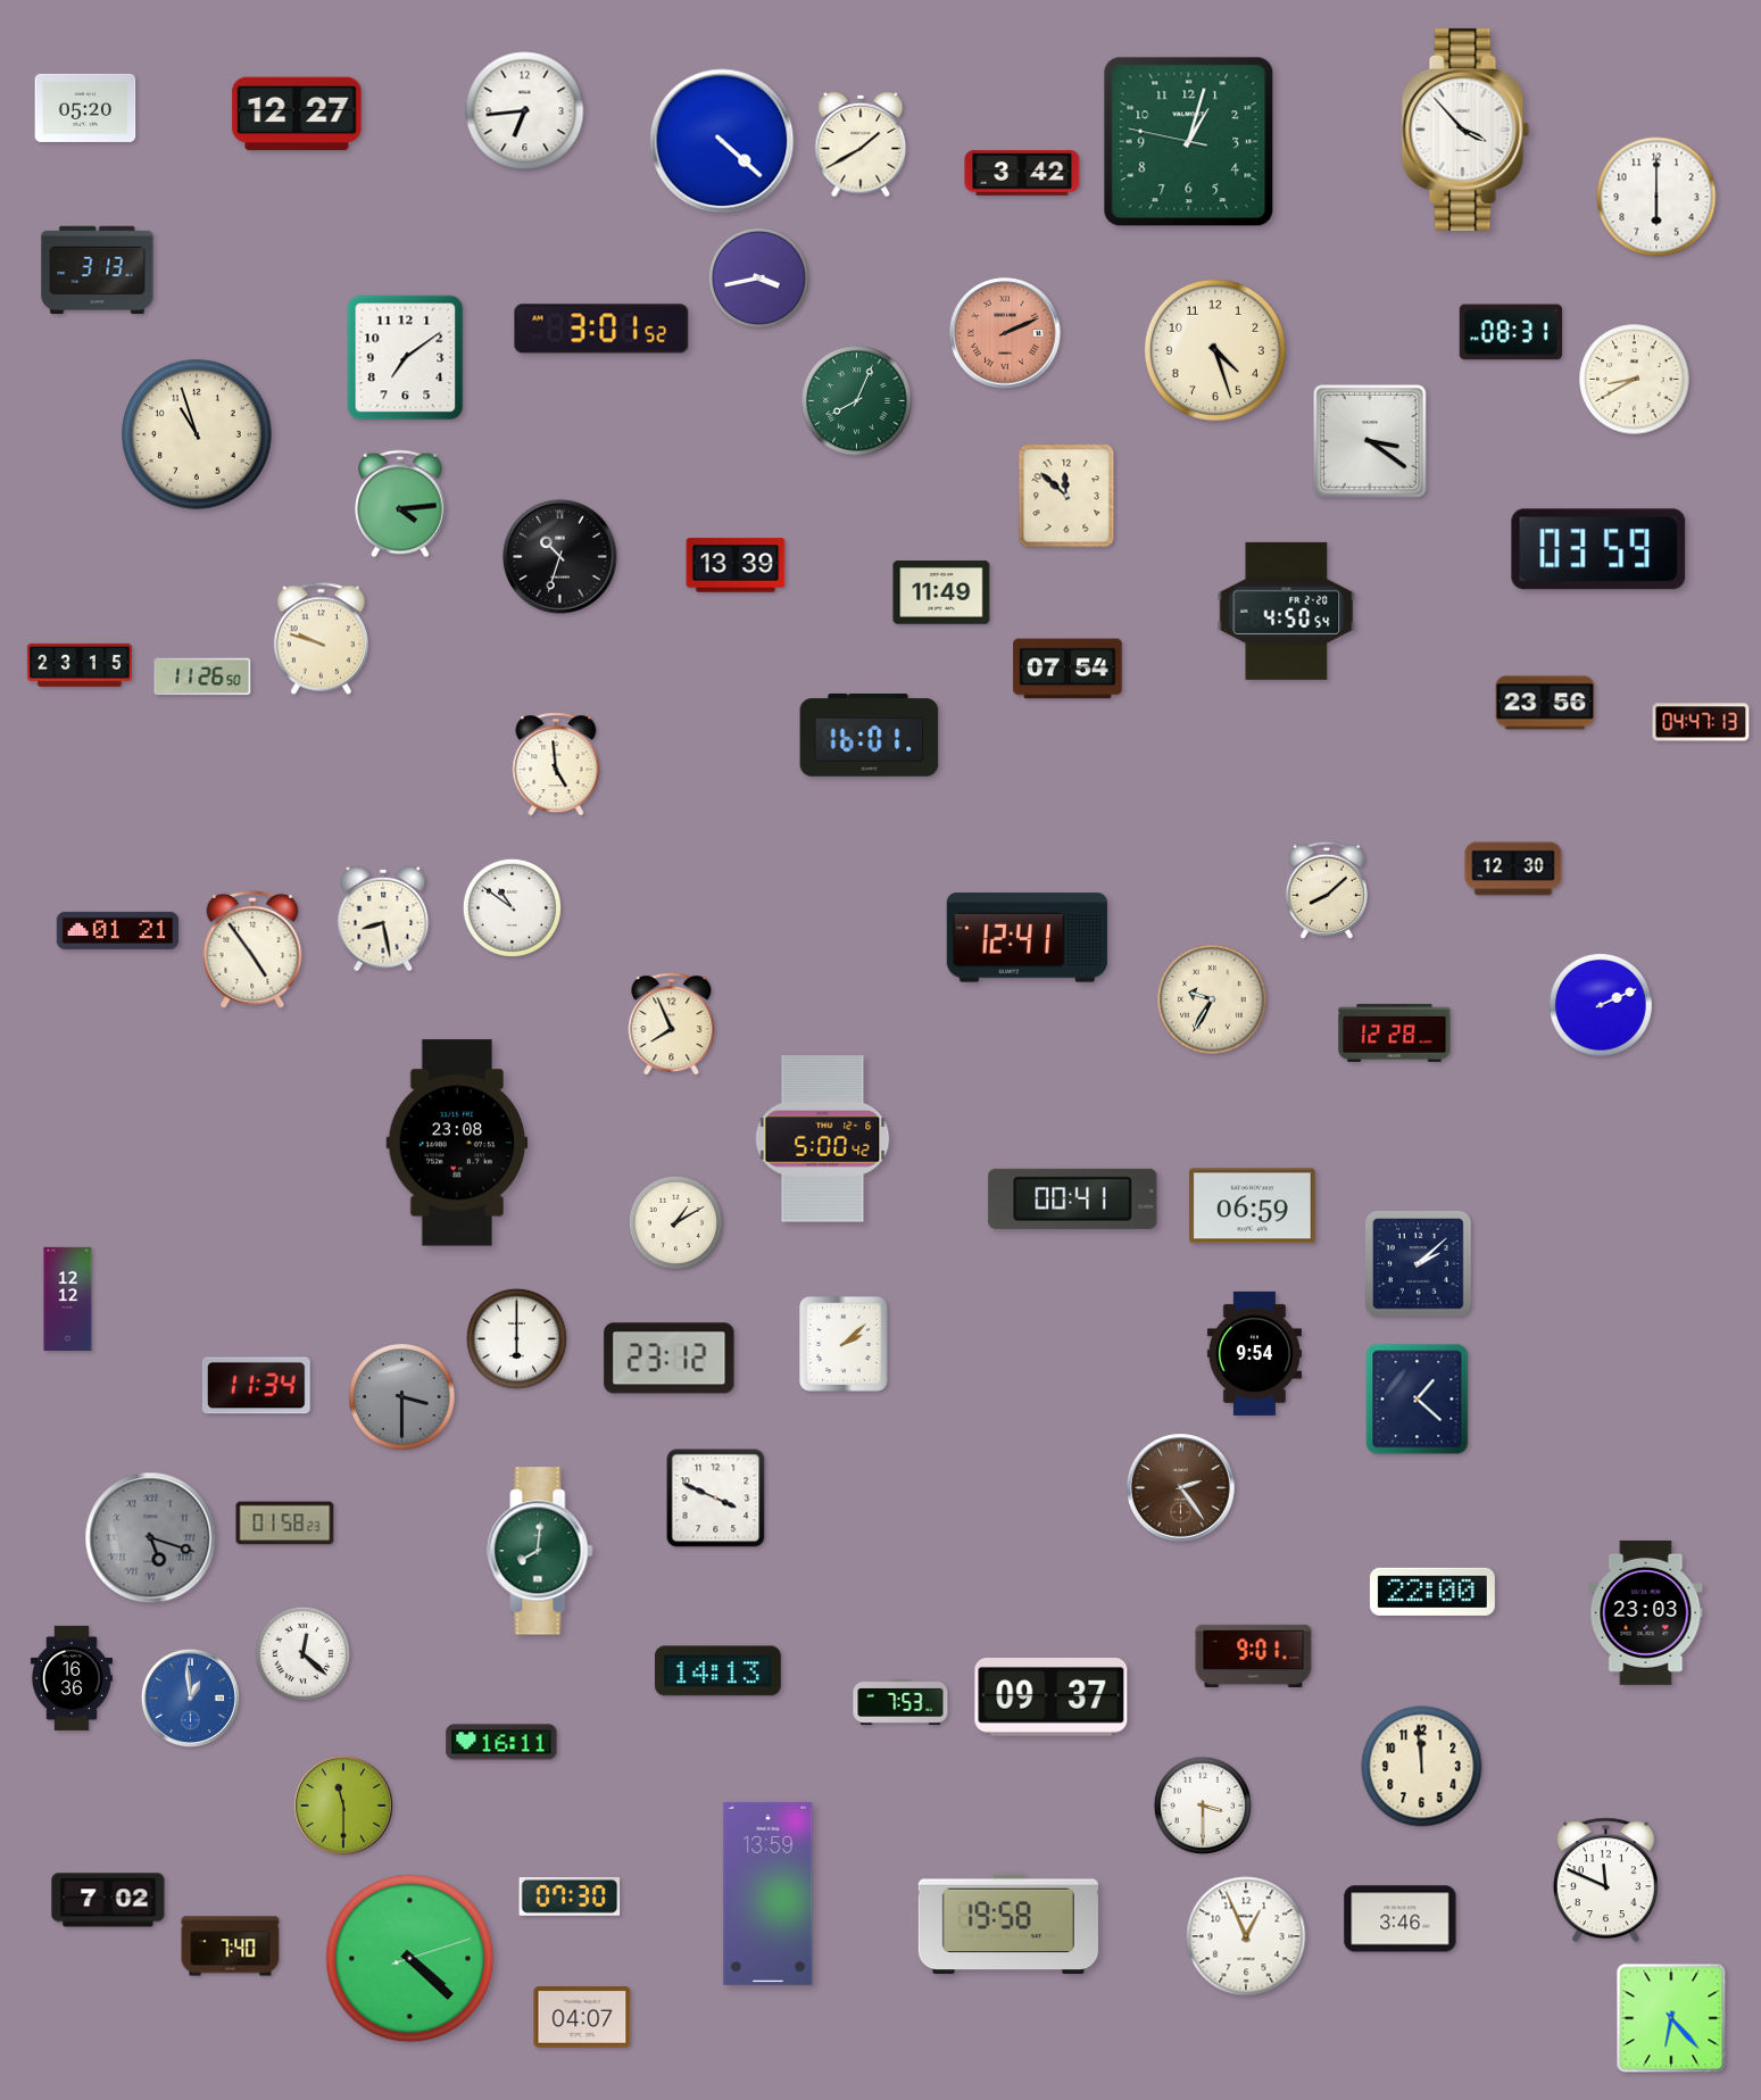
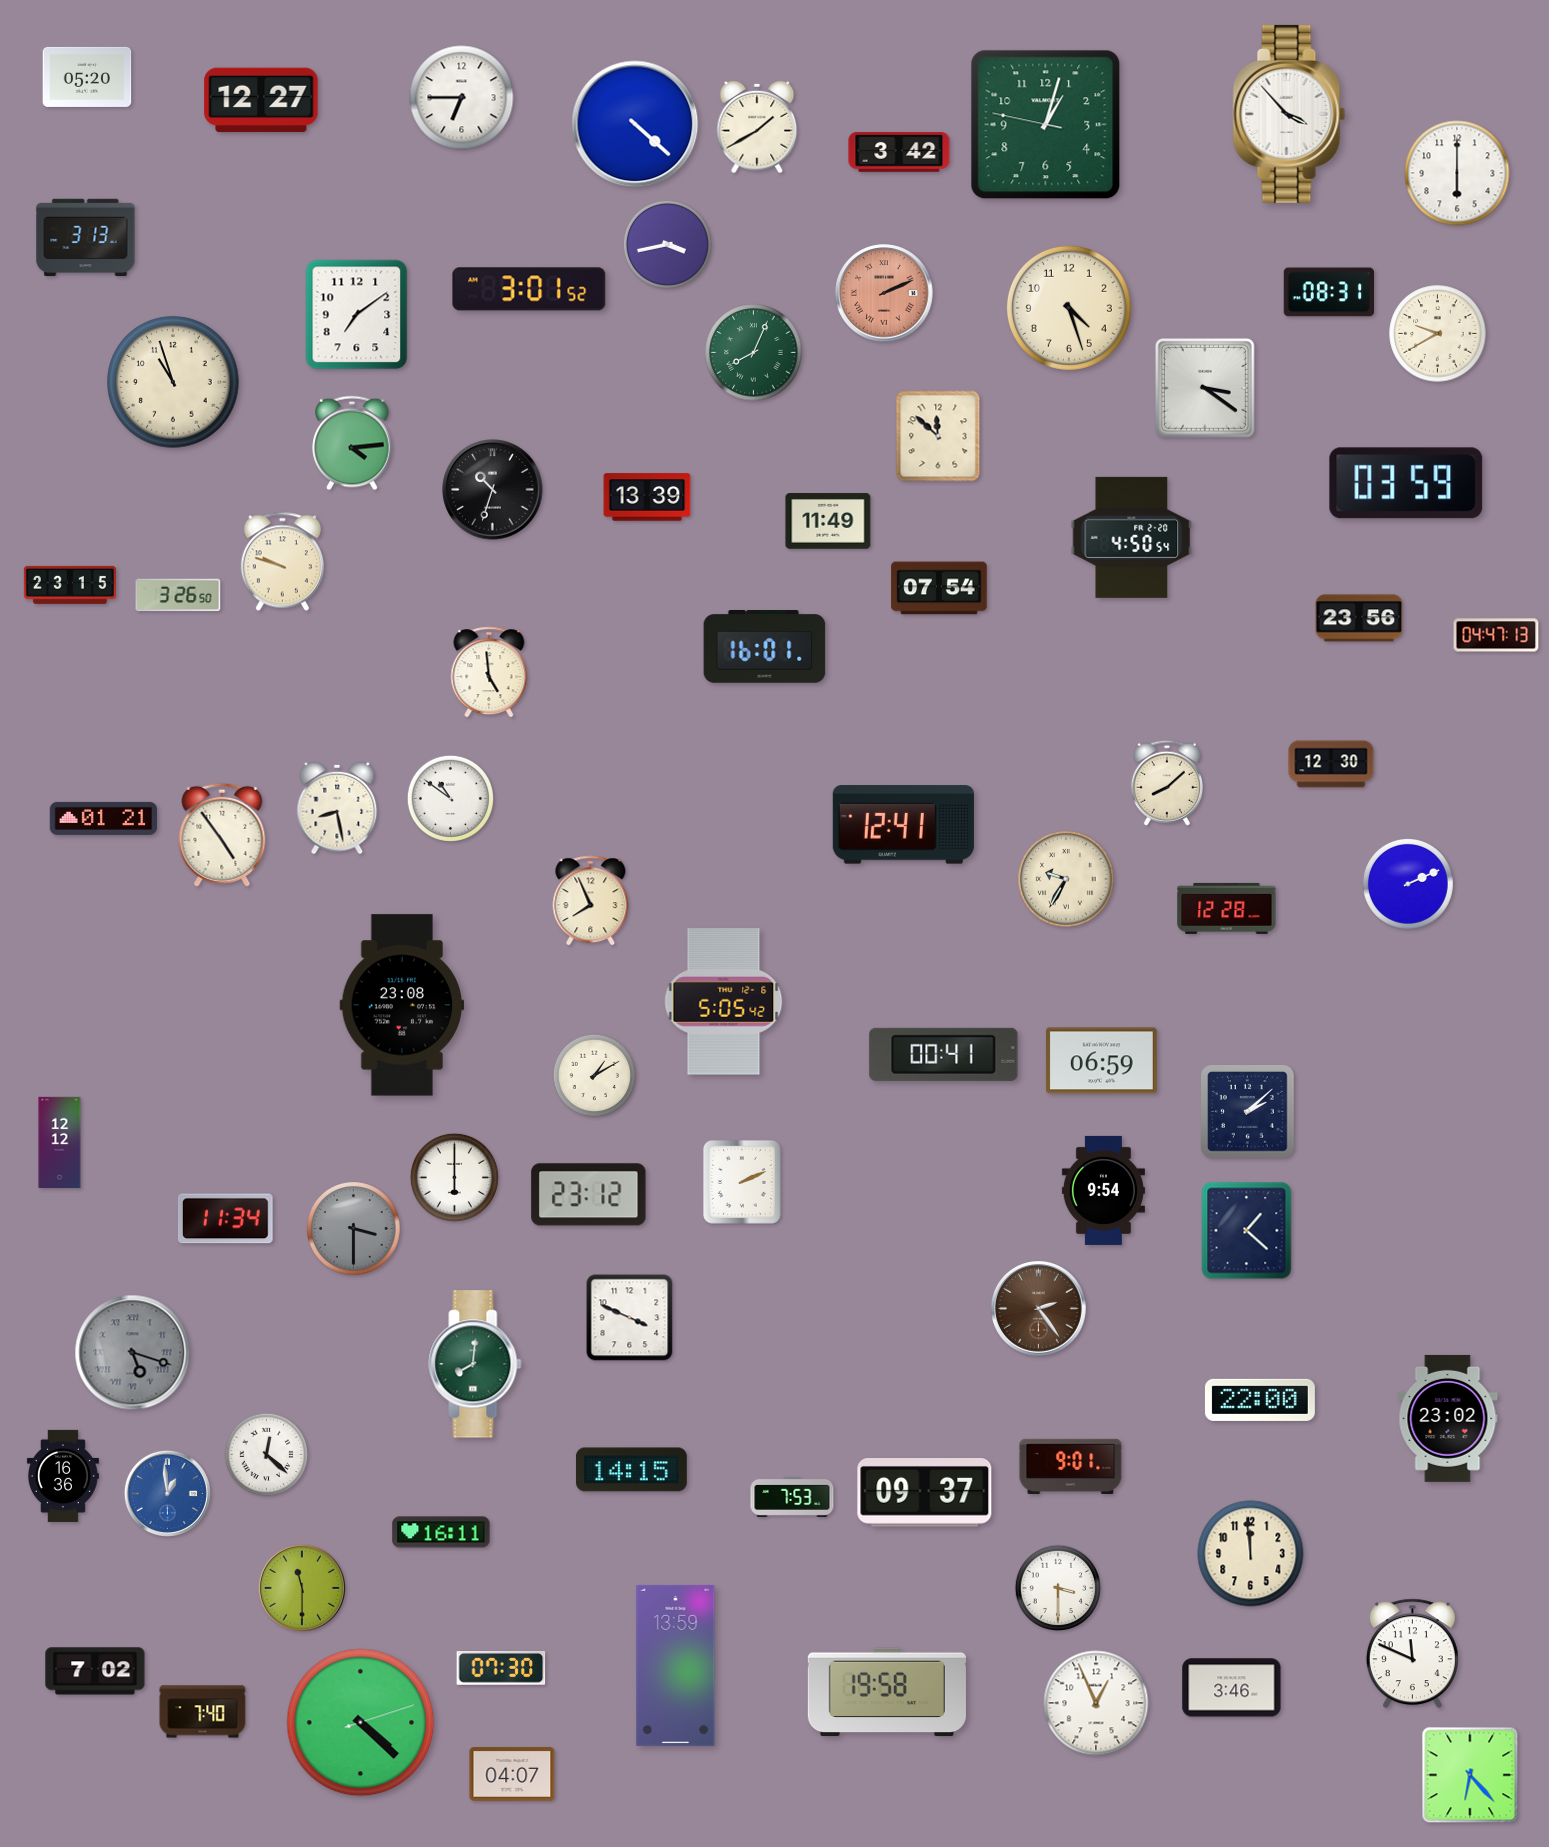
clock at (85, 108) position: (85, 108) -> (87, 77)
clock at (525, 111): 6:44 -> 6:45
clock at (1635, 380): 8:40 -> 9:40
clock at (202, 677): 11:26 -> 3:26
clock at (823, 1139): 5:00 -> 5:05
clock at (844, 1345): 2:08 -> 2:11
clock at (285, 1524): 01:58 -> none
clock at (1646, 1612): 23:03 -> 23:02
clock at (1254, 1655) position: (1254, 1655) -> (1071, 1466)
clock at (717, 1671): 14:13 -> 14:15
